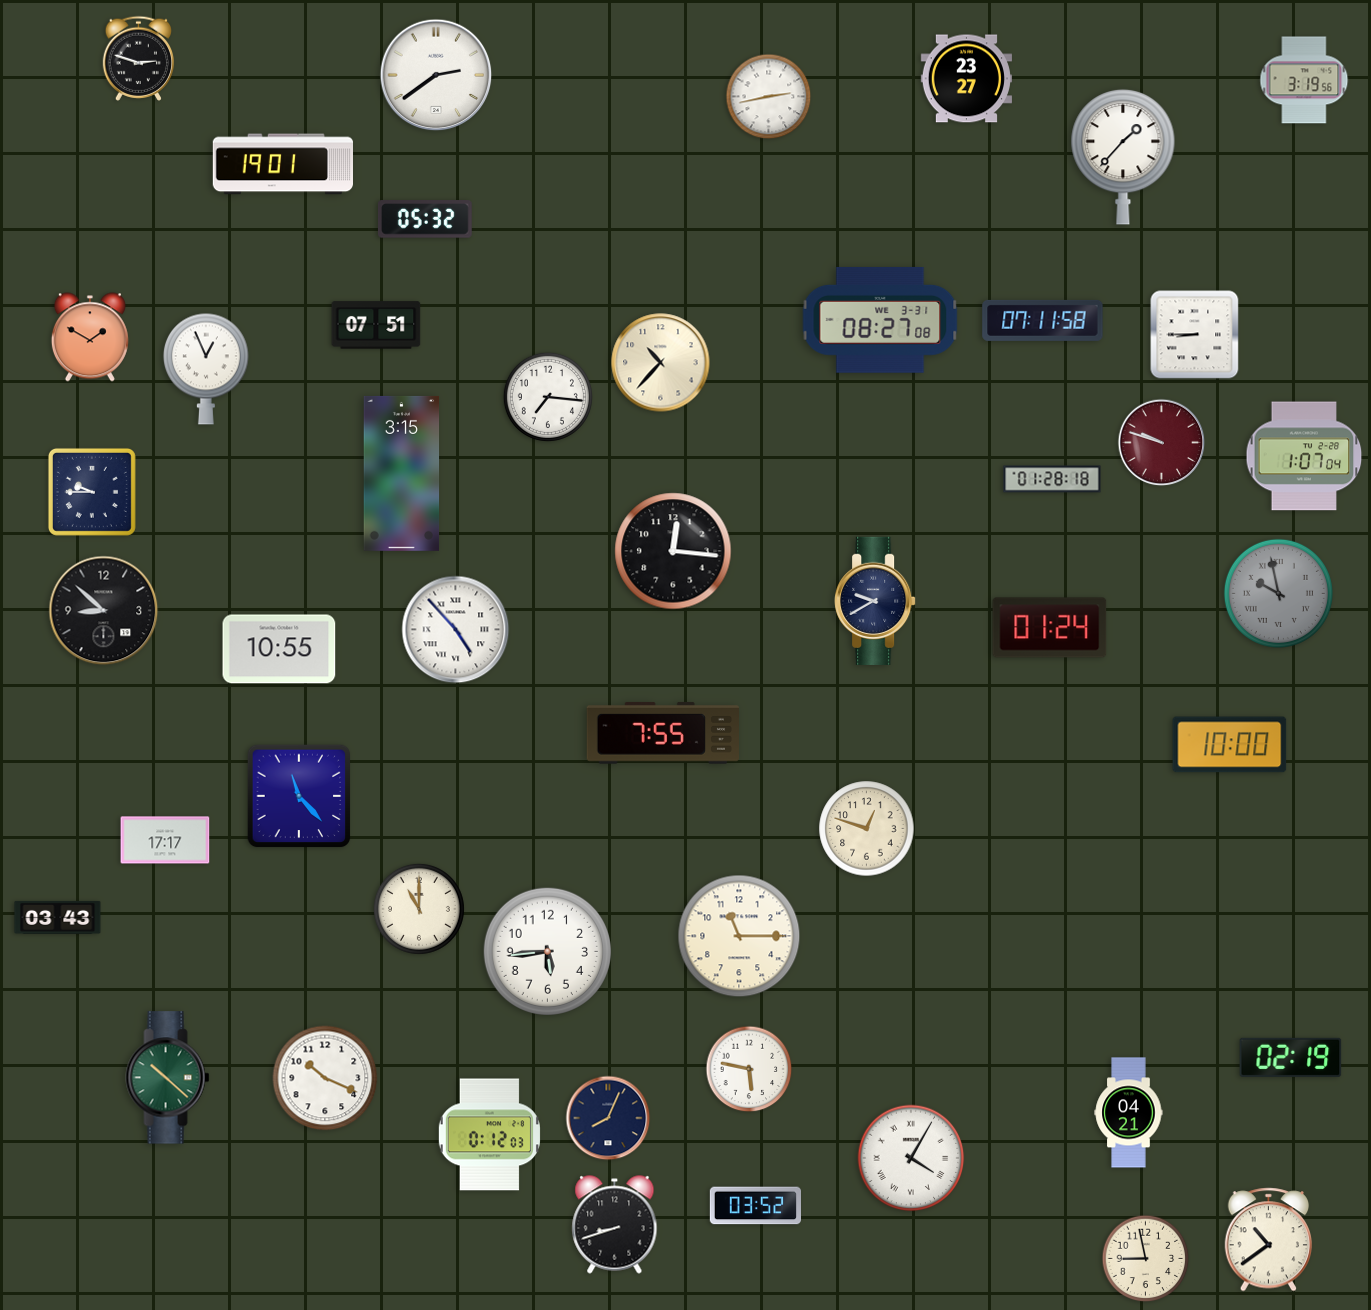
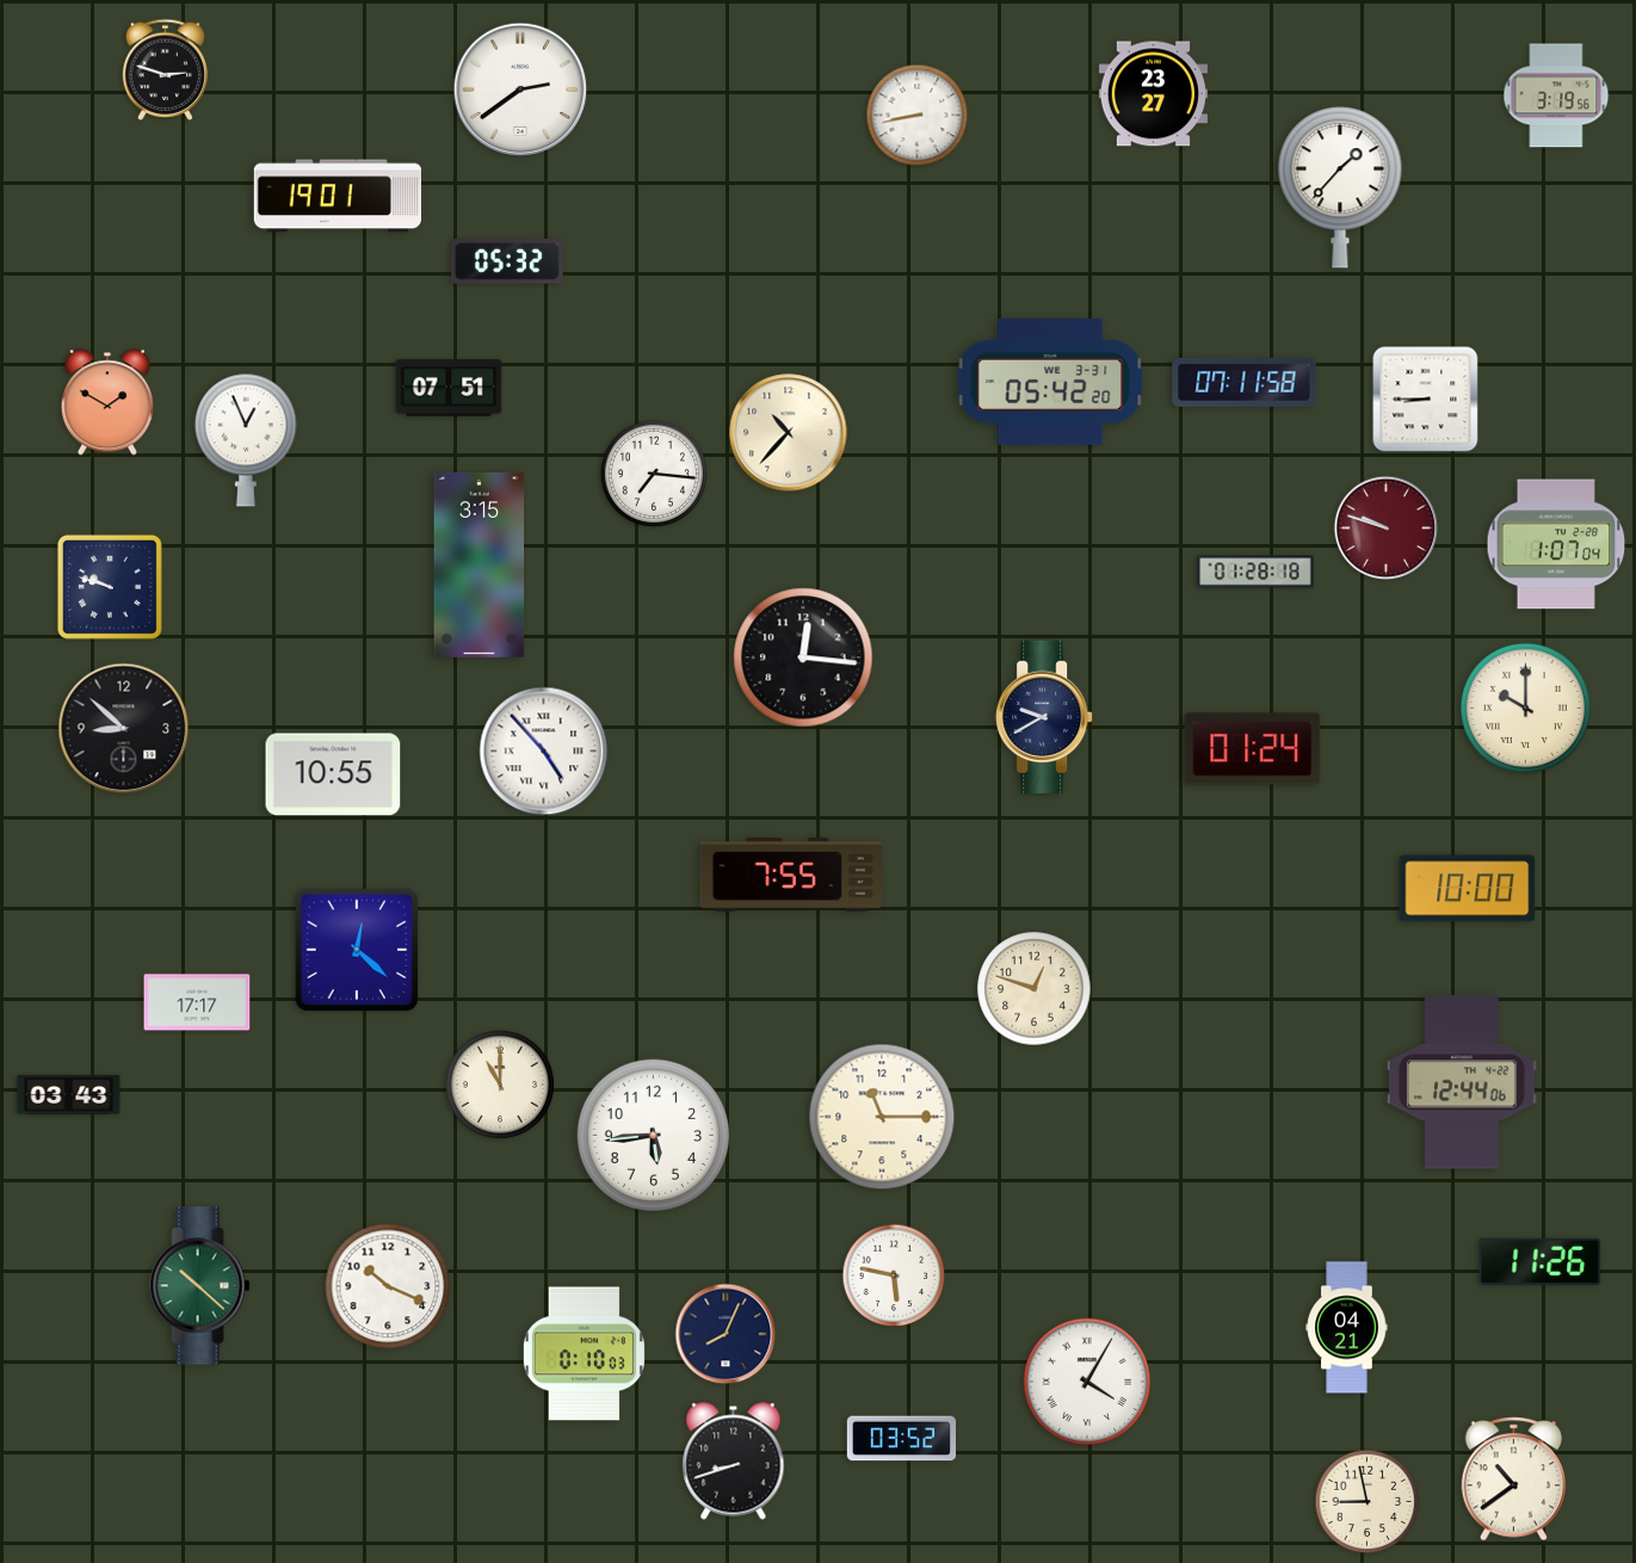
clock at (769, 97): 2:43 -> 8:43
clock at (880, 320): 08:27 -> 05:42
clock at (92, 492): 9:45 -> 9:48
clock at (1278, 593): 9:58 -> 10:00
clock at (1278, 593) dial: grey -> cream
clock at (299, 796): 11:23 -> 12:22
clock at (1462, 1082): none -> 12:44
clock at (1291, 1057): 02:19 -> 11:26
clock at (489, 1135): 0:12 -> 0:10
